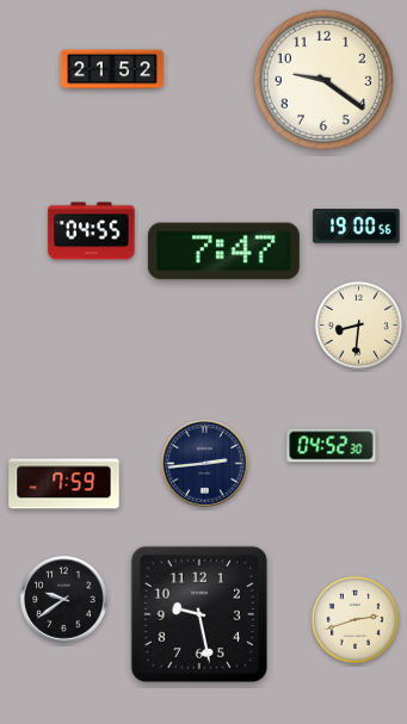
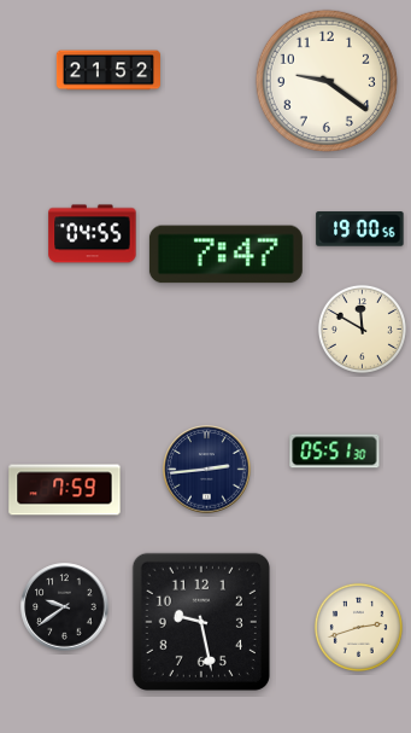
clock at (112, 69) position: (112, 69) -> (108, 70)
clock at (358, 324): 8:31 -> 11:50
clock at (332, 446): 04:52 -> 05:51
